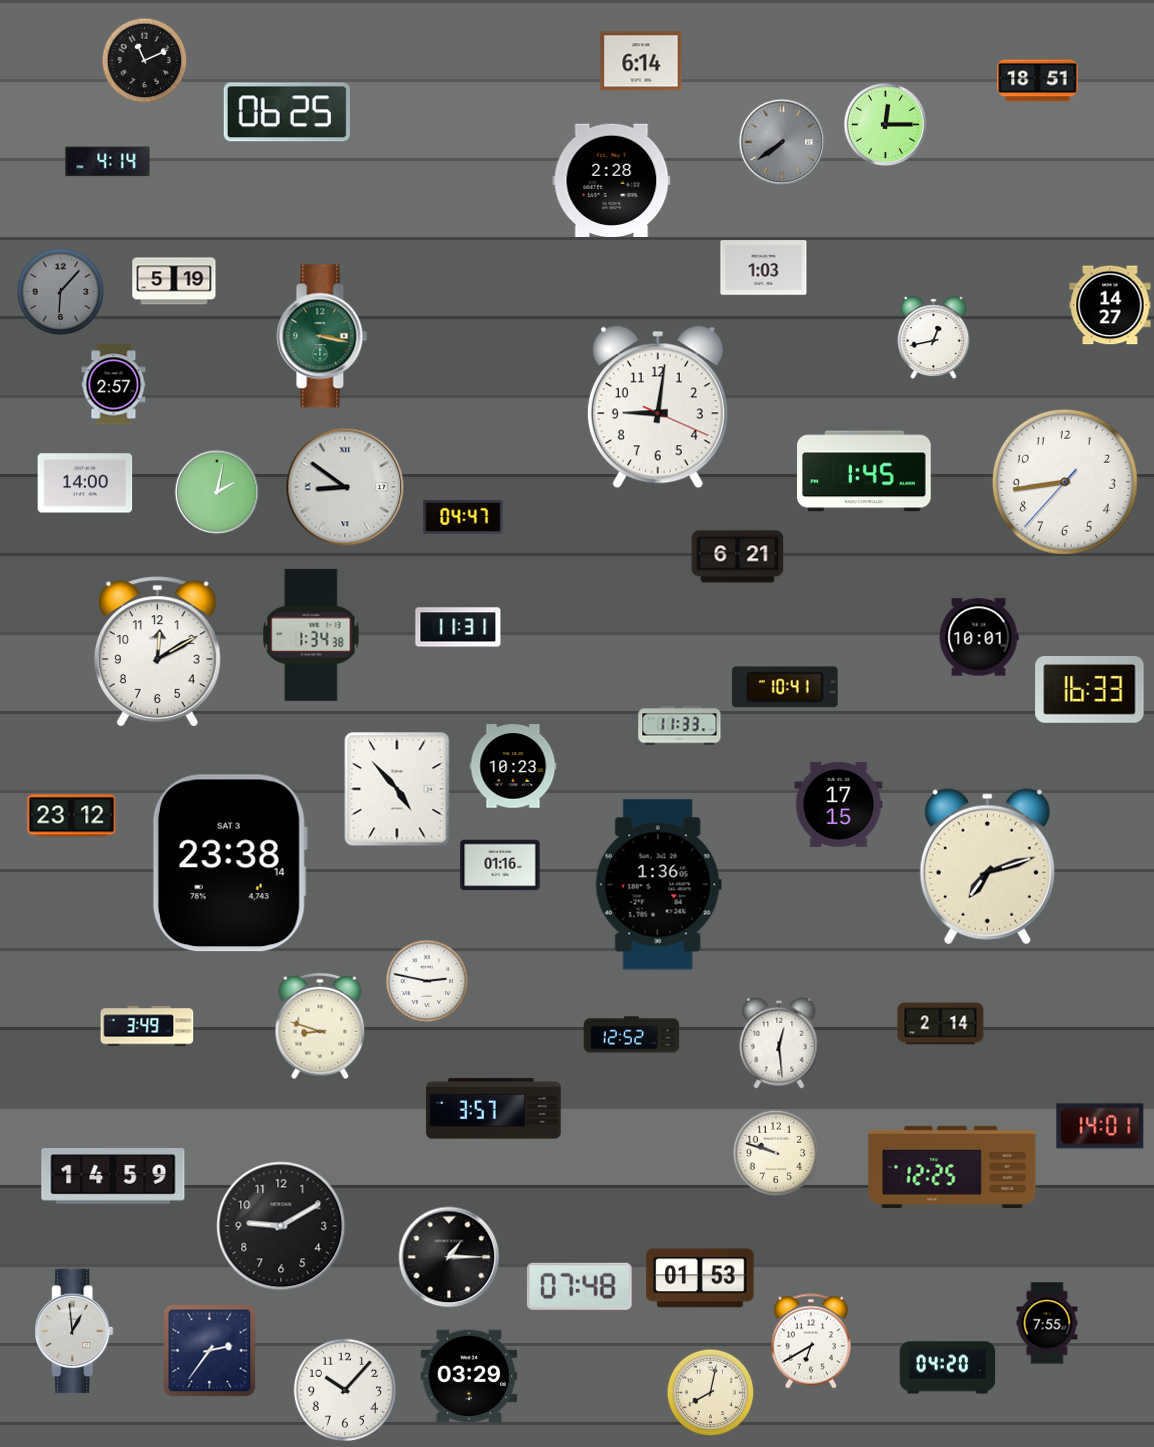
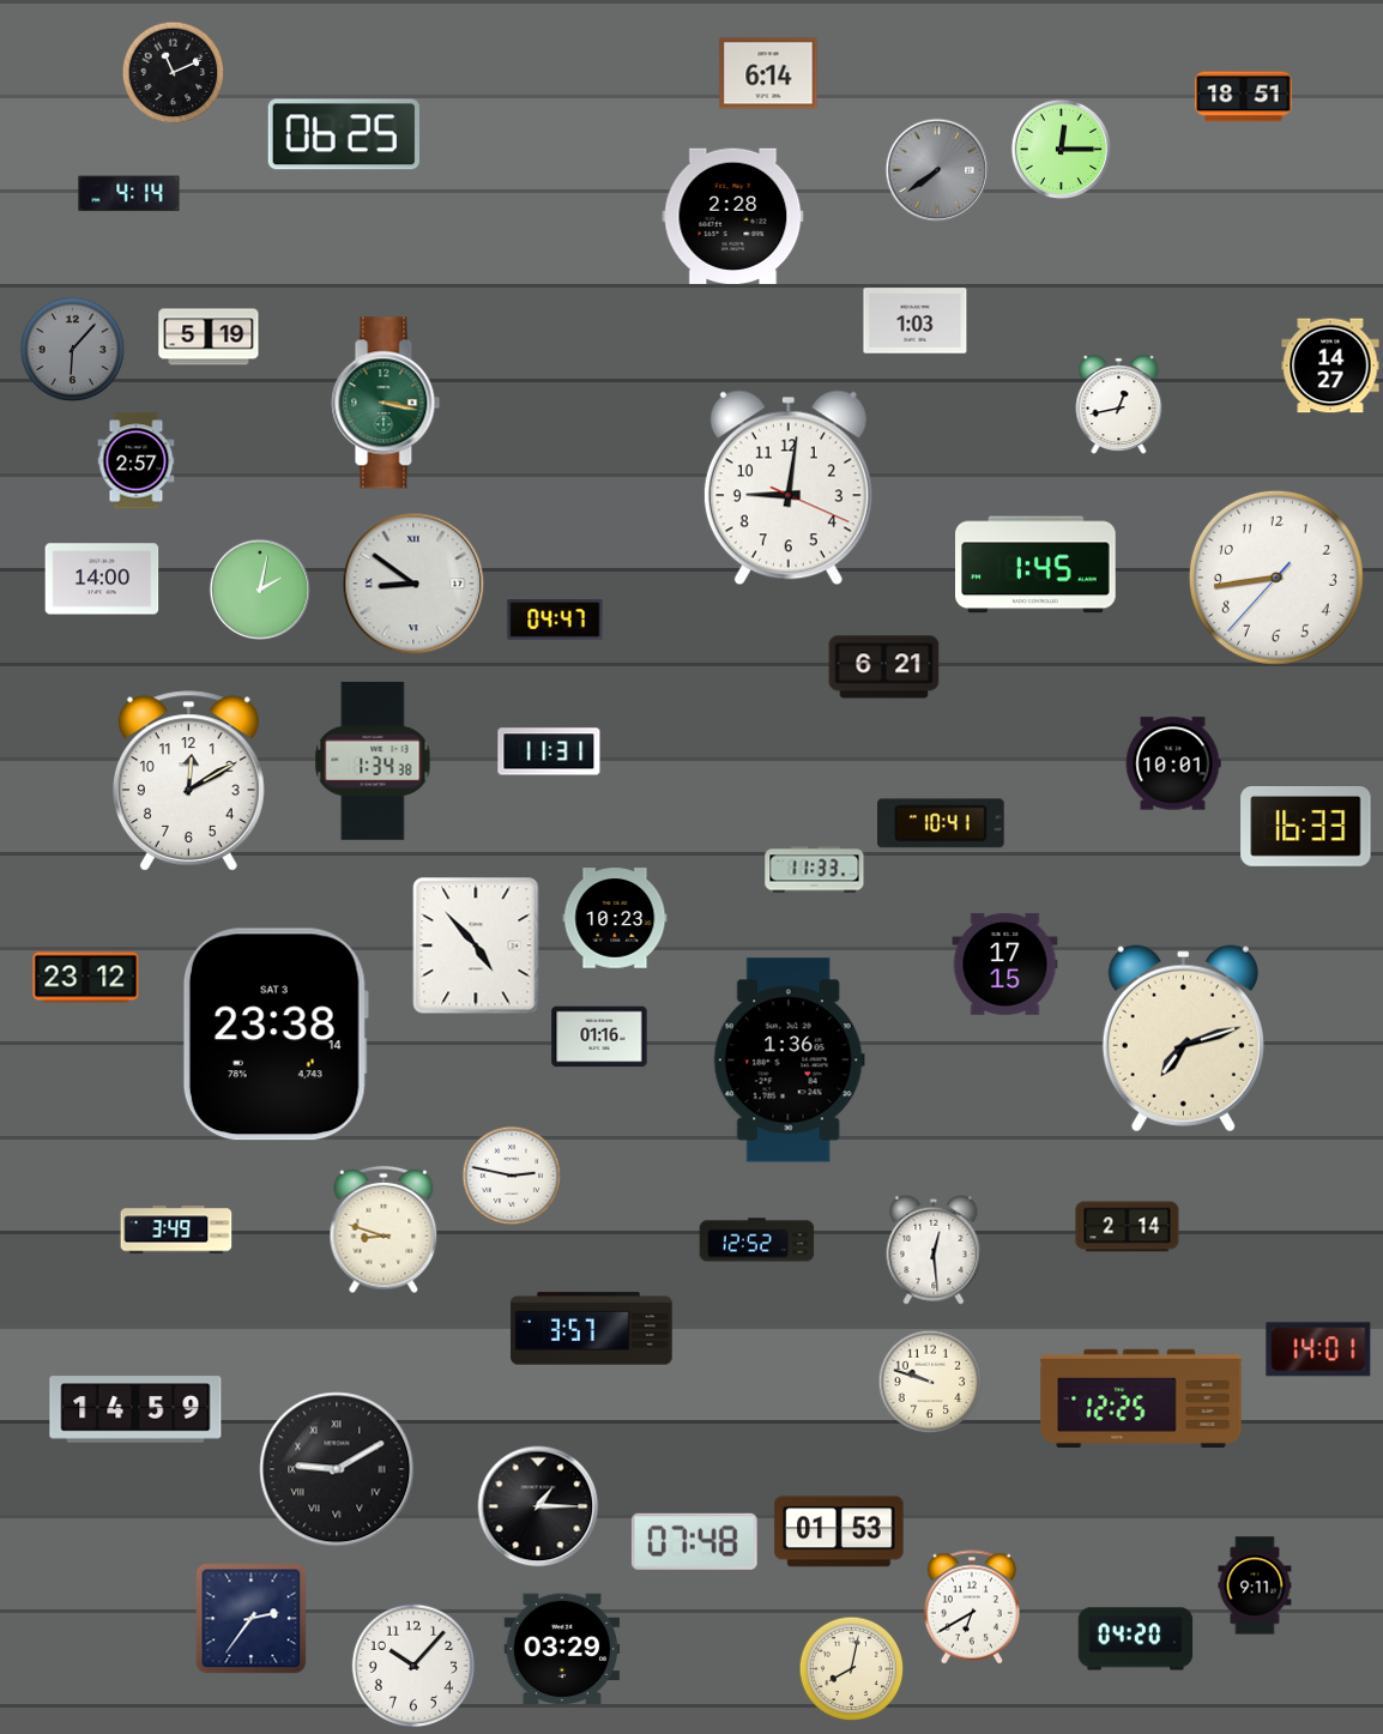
clock at (281, 1226) numerals: Arabic -> Roman
clock at (1047, 1323): 7:55 -> 9:11
clock at (74, 1331): 12:59 -> none
